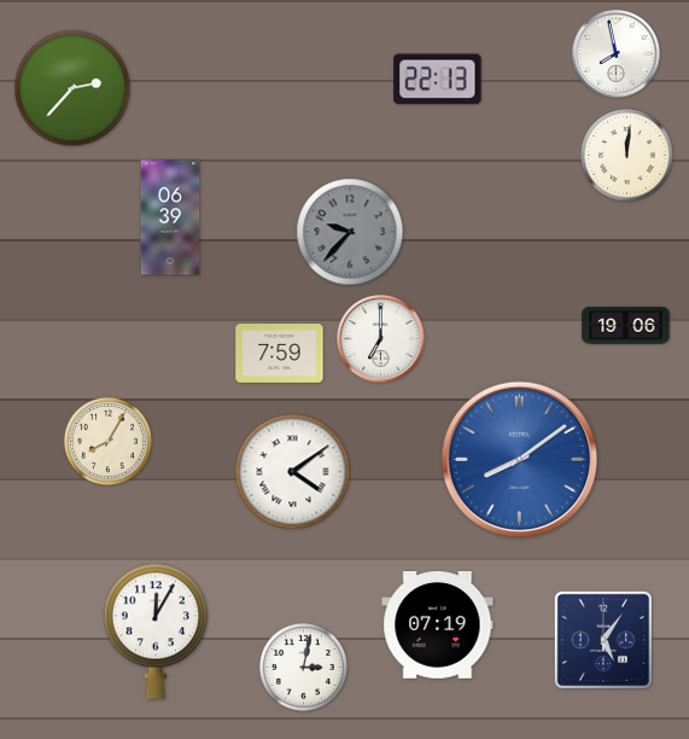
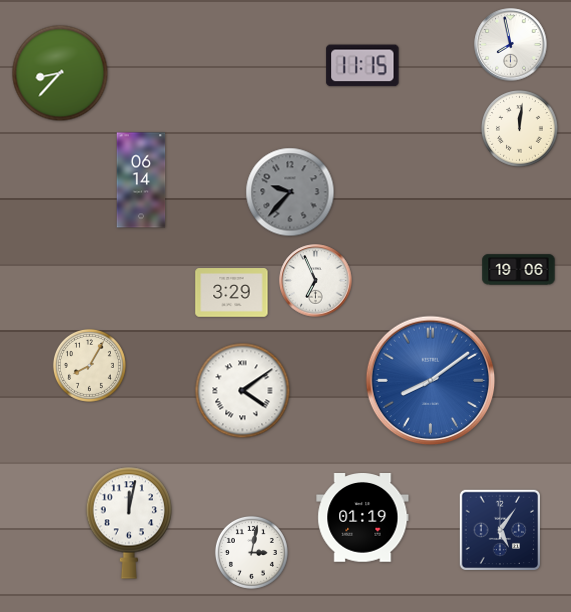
clock at (438, 80): 22:13 -> 11:15
clock at (72, 88): 2:37 -> 8:37
clock at (170, 217): 06:39 -> 06:14
clock at (381, 339): 7:00 -> 6:56
clock at (280, 354): 7:59 -> 3:29
clock at (438, 625): 07:19 -> 01:19
clock at (154, 632): 12:05 -> 12:02
